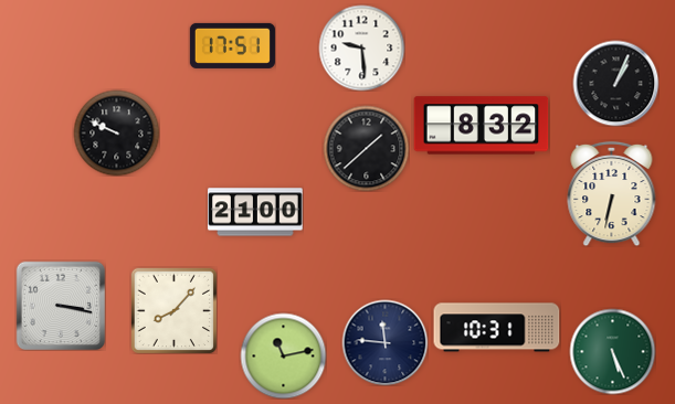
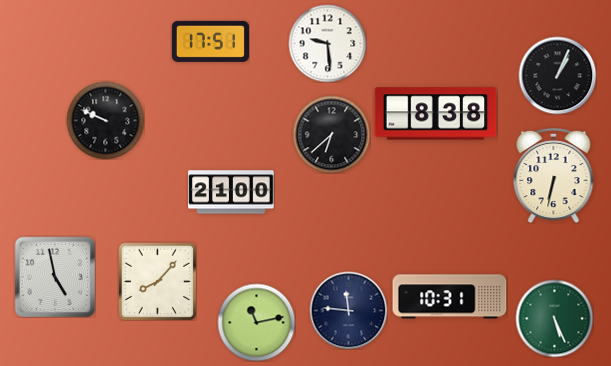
clock at (482, 126): 8:32 -> 8:38
clock at (366, 148): 1:38 -> 6:38
clock at (61, 306): 3:17 -> 4:58
